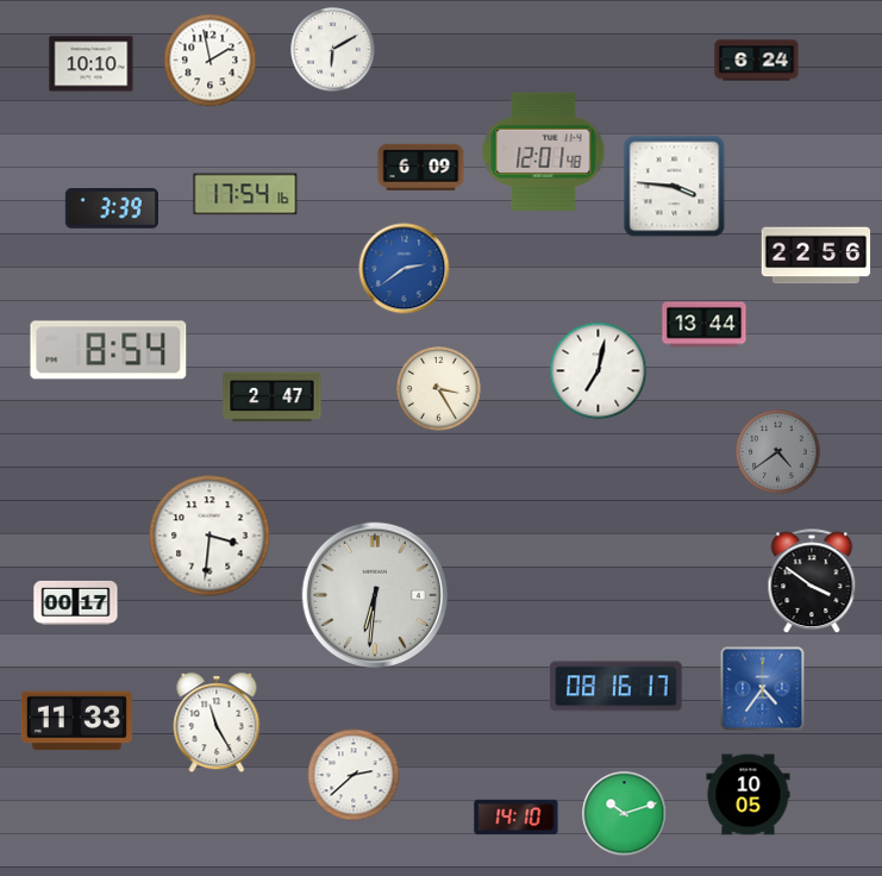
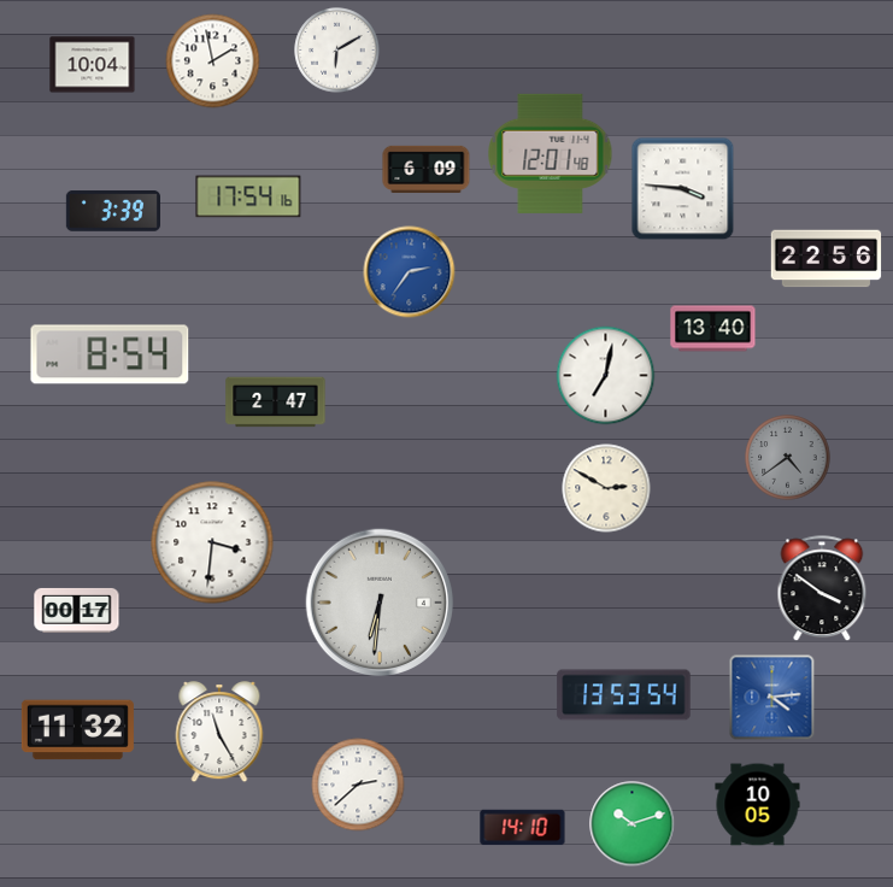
clock at (757, 61): 6:24 -> none
clock at (92, 64): 10:10 -> 10:04
clock at (405, 269): 2:39 -> 2:36
clock at (705, 325): 13:44 -> 13:40
clock at (439, 389): 3:25 -> none
clock at (606, 488): none -> 2:50
clock at (617, 687): 08:16 -> 13:53
clock at (763, 689): 4:36 -> 4:14
clock at (76, 721): 11:33 -> 11:32
